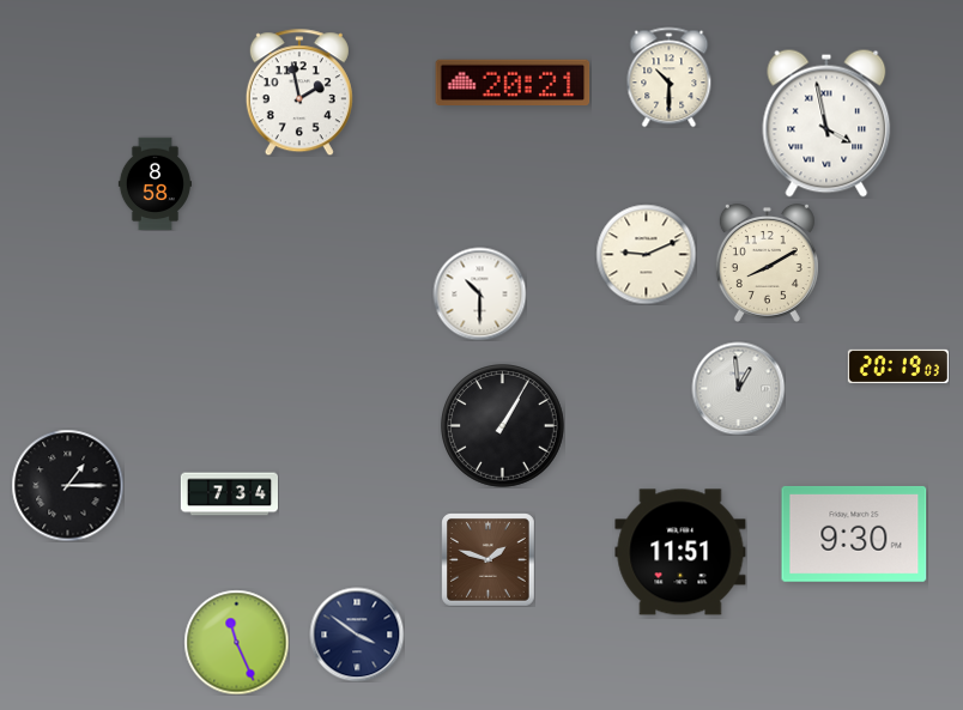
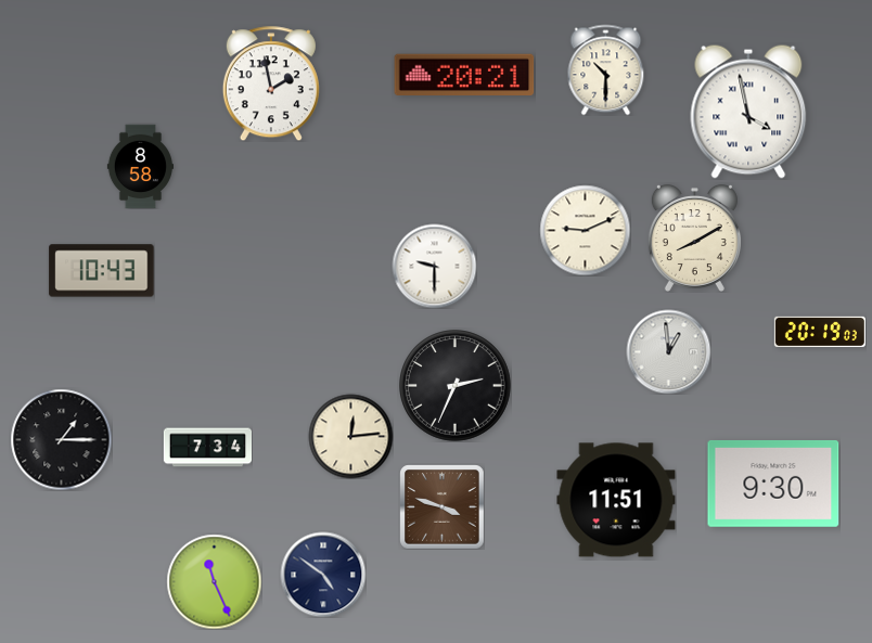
clock at (479, 293): 10:30 -> 9:30
clock at (102, 271): none -> 10:43
clock at (898, 366) position: (898, 366) -> (820, 332)
clock at (503, 426): 1:05 -> 2:34
clock at (350, 436): none -> 12:14
clock at (487, 559): 1:48 -> 3:48
clock at (357, 635): 3:51 -> 4:51
